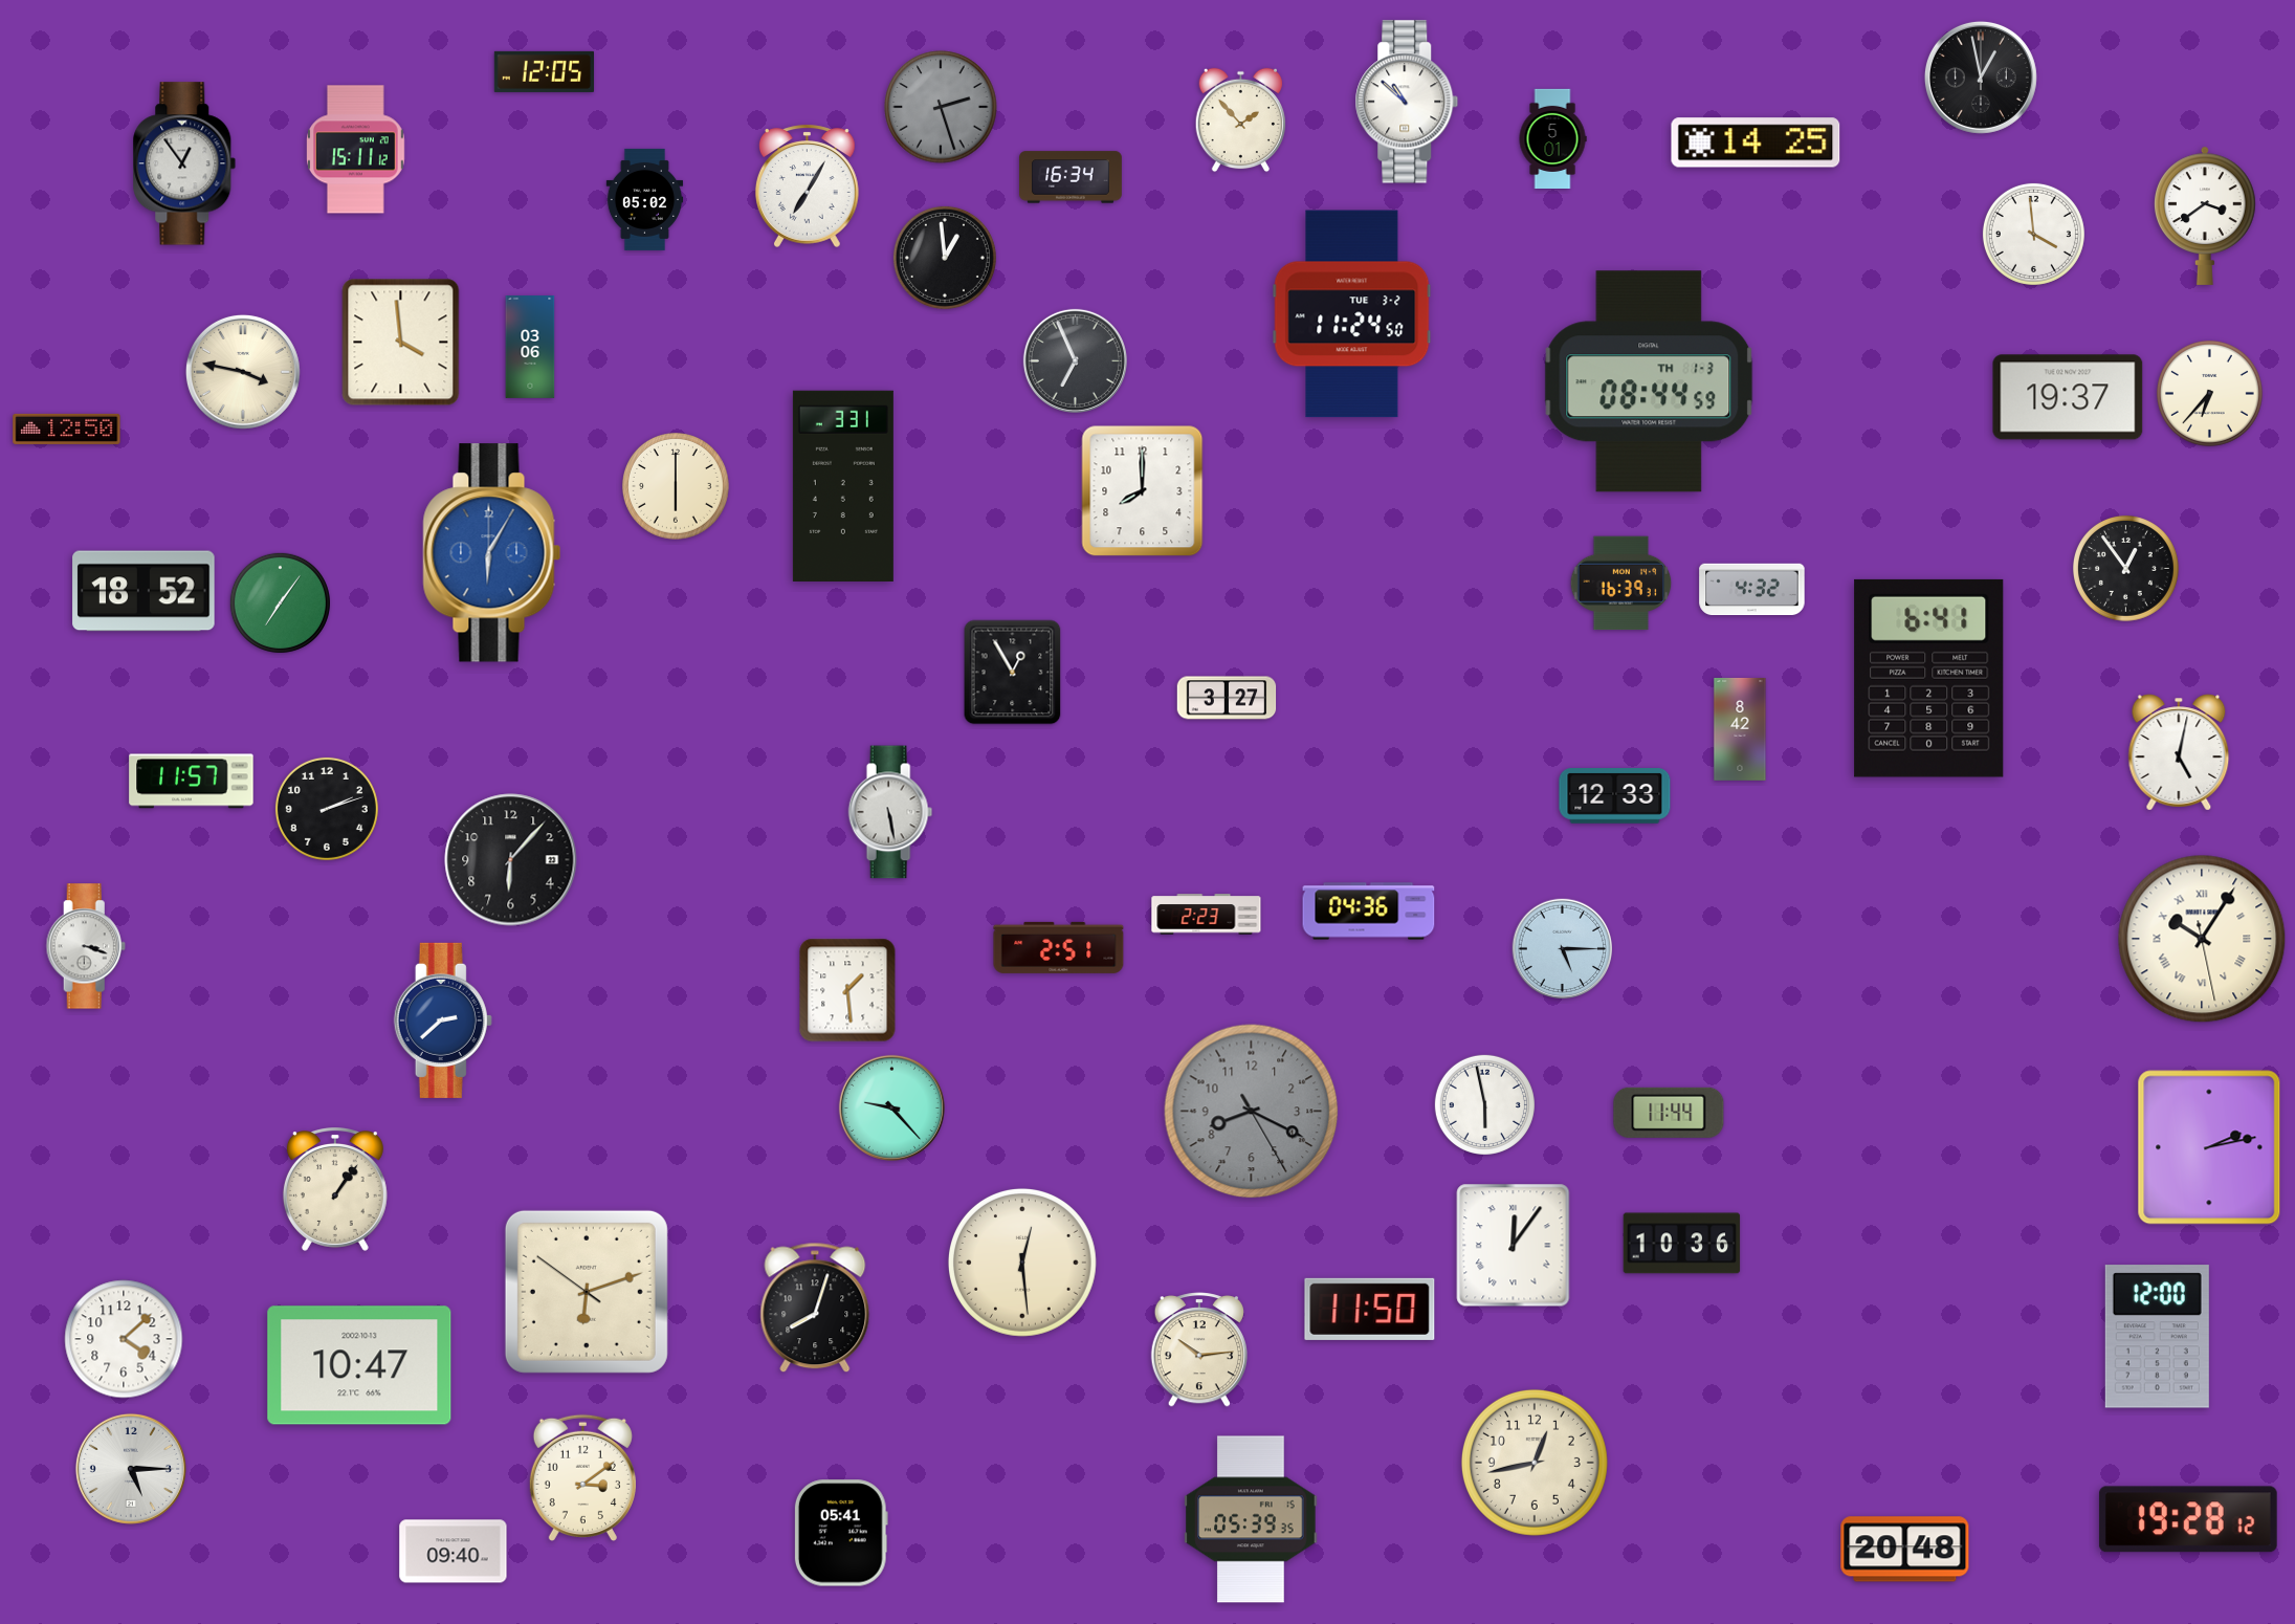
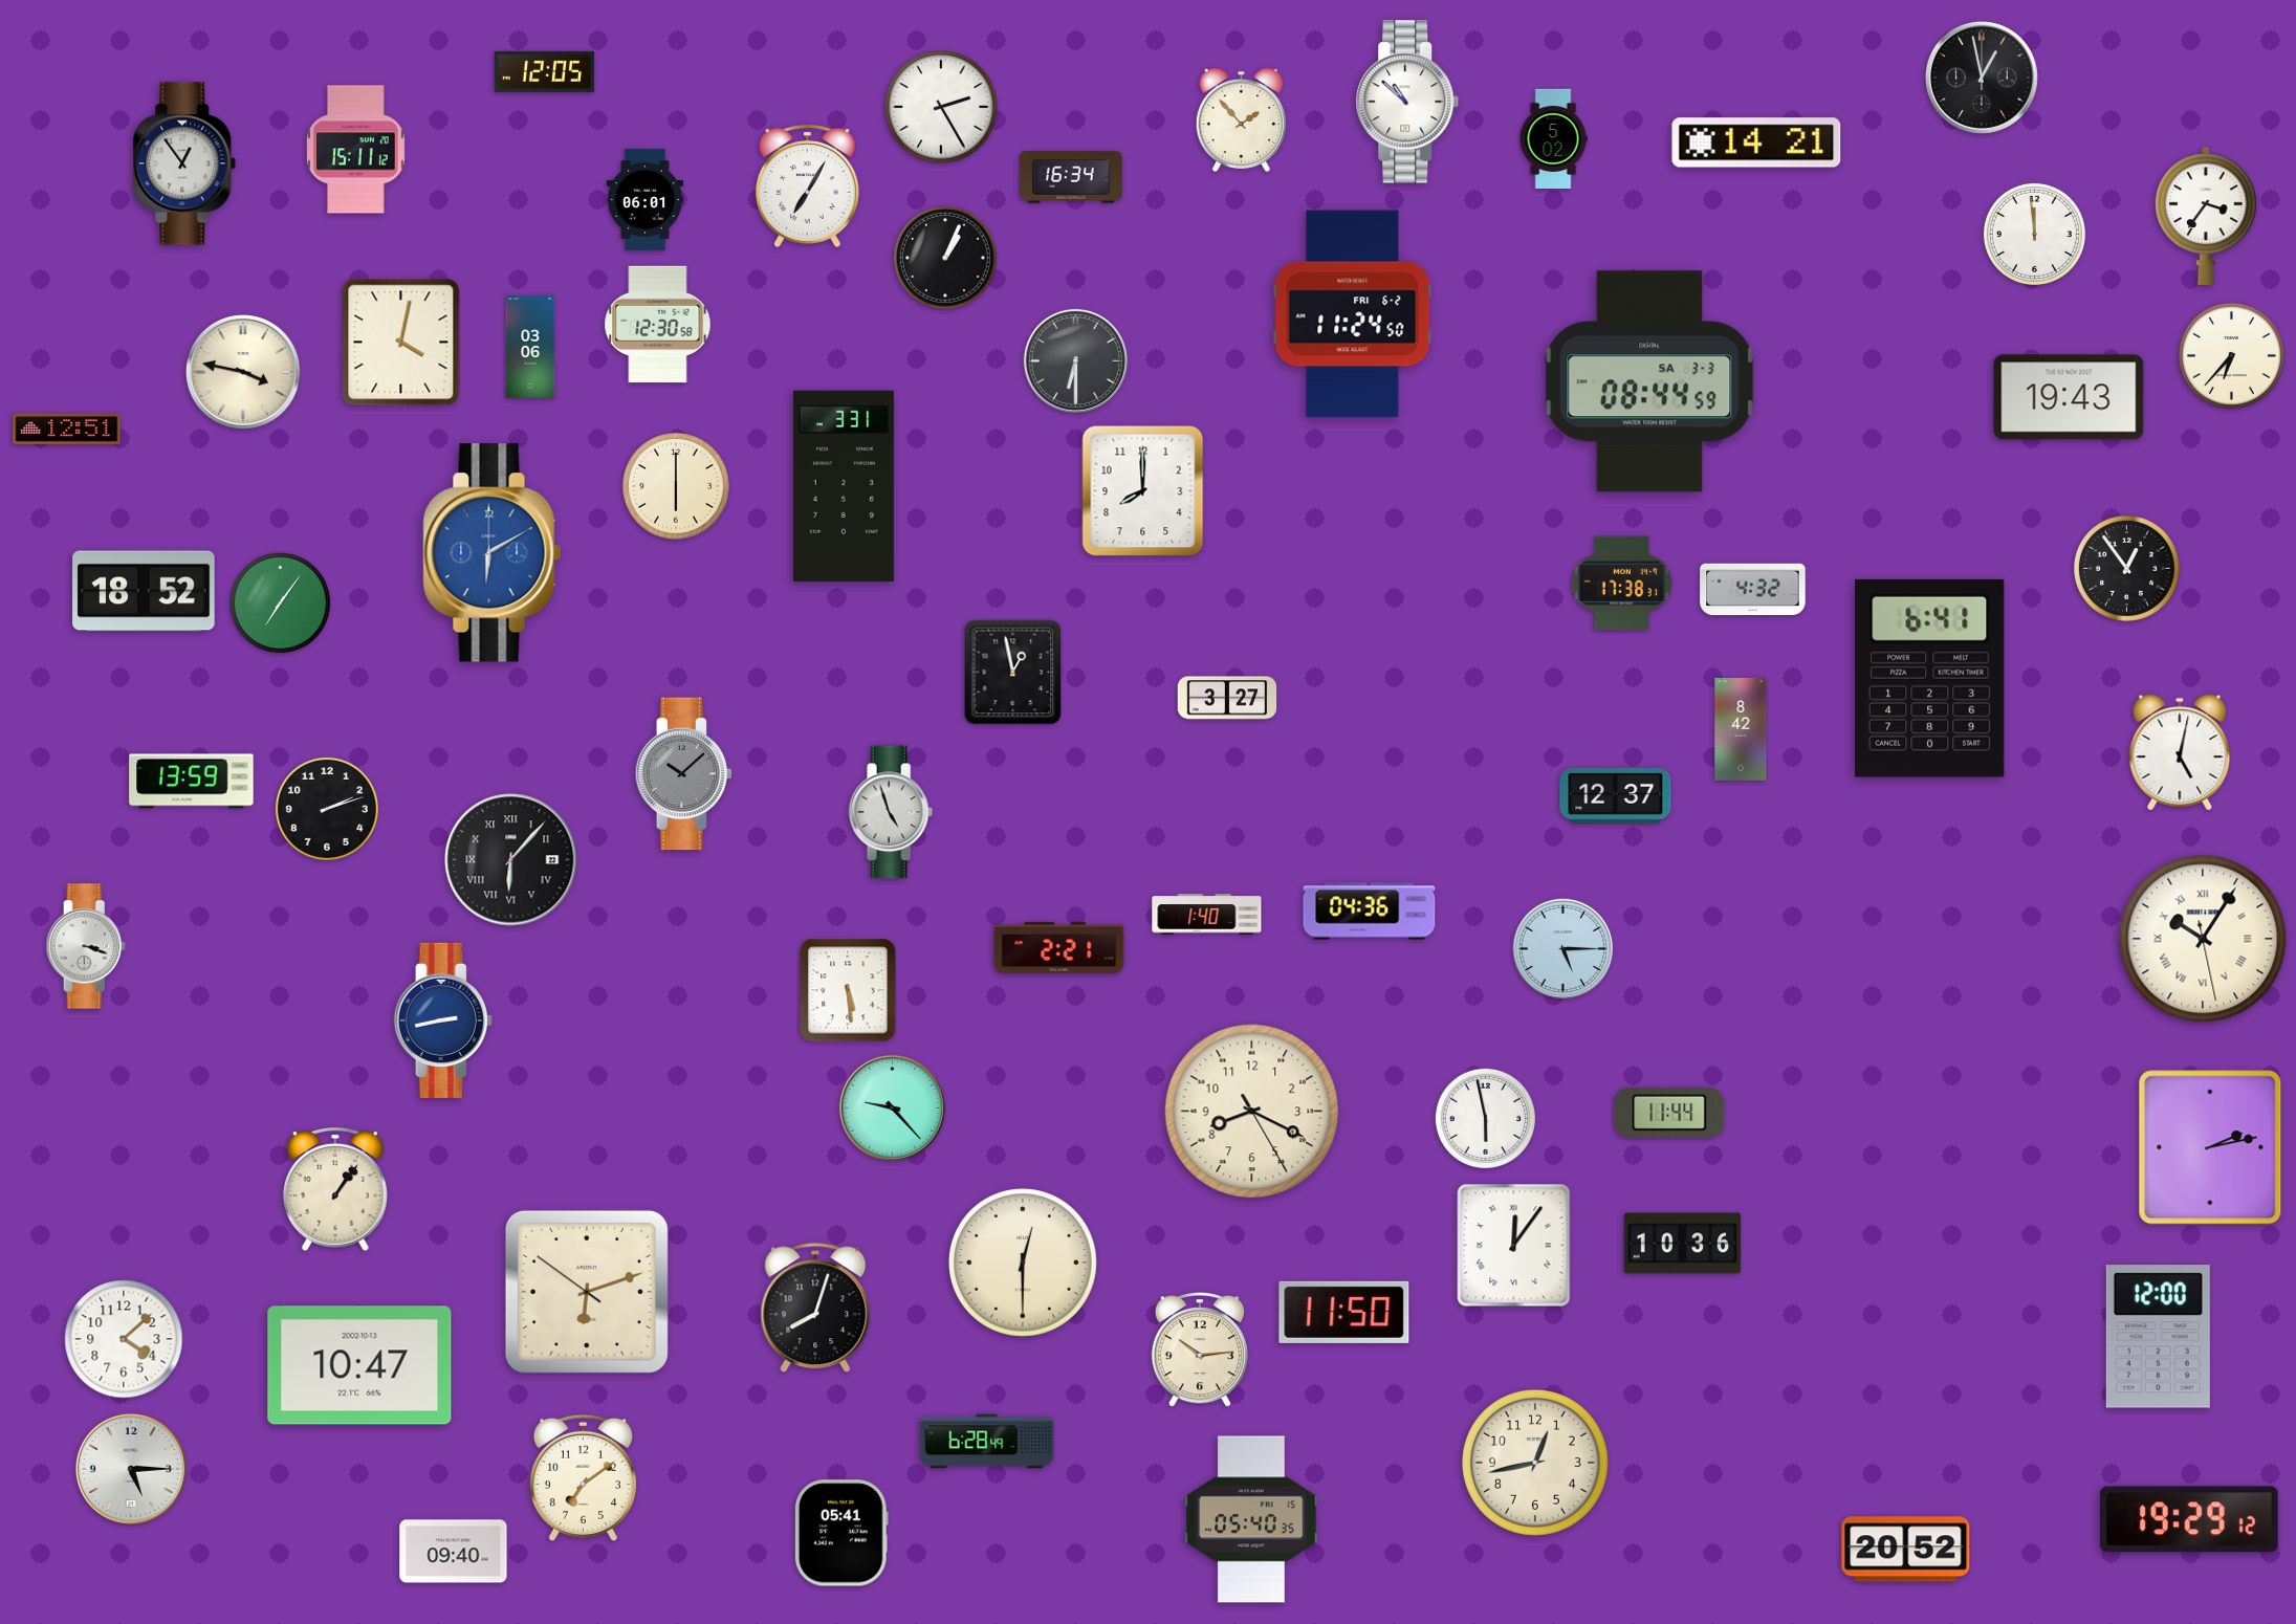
clock at (941, 107): 2:27 -> 2:25
clock at (941, 107) dial: grey -> white
clock at (1552, 138): 5:01 -> 5:02
clock at (1756, 142): 14:25 -> 14:21
clock at (645, 199): 05:02 -> 06:01
clock at (2205, 216): 3:39 -> 3:36
clock at (2033, 234): 3:59 -> 11:59
clock at (945, 258): 12:59 -> 1:04
clock at (1352, 314) date: TUE 3-2 -> FRI 6-2
clock at (658, 325): none -> 12:30
clock at (401, 343): 3:59 -> 4:02
clock at (1075, 360): 6:56 -> 6:30
clock at (1649, 381) date: TH 1-3 -> SA 3-3
clock at (2209, 393) position: (2209, 393) -> (2231, 355)
clock at (2068, 397): 19:37 -> 19:43
clock at (67, 429): 12:50 -> 12:51
clock at (492, 553): 6:05 -> 6:10
clock at (1621, 584): 16:39 -> 17:38
clock at (1013, 673): 12:55 -> 12:58
clock at (684, 774): none -> 10:08
clock at (192, 782): 11:57 -> 13:59
clock at (1615, 796): 12:33 -> 12:37
clock at (890, 812): 5:28 -> 4:57
clock at (511, 860) numerals: Arabic -> Roman
clock at (1207, 915): 2:23 -> 1:40
clock at (1059, 947): 2:51 -> 2:21
clock at (847, 990): 1:29 -> 5:29
clock at (443, 1021): 2:38 -> 2:43
clock at (1484, 1104) position: (1484, 1104) -> (1485, 1118)
clock at (1252, 1112) dial: grey -> cream
clock at (1022, 1263): 12:29 -> 12:30
clock at (1370, 1309) position: (1370, 1309) -> (1344, 1312)
clock at (987, 1442): none -> 6:28
clock at (582, 1477): 3:09 -> 7:09
clock at (1251, 1519): 05:39 -> 05:40
clock at (2188, 1519): 19:28 -> 19:29
clock at (1905, 1550): 20:48 -> 20:52
